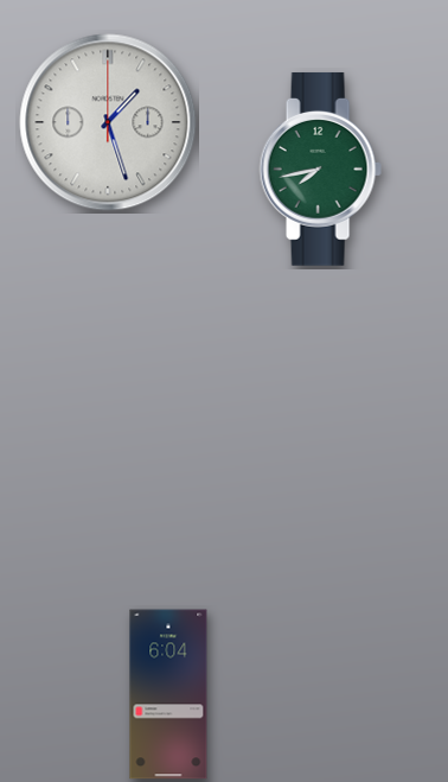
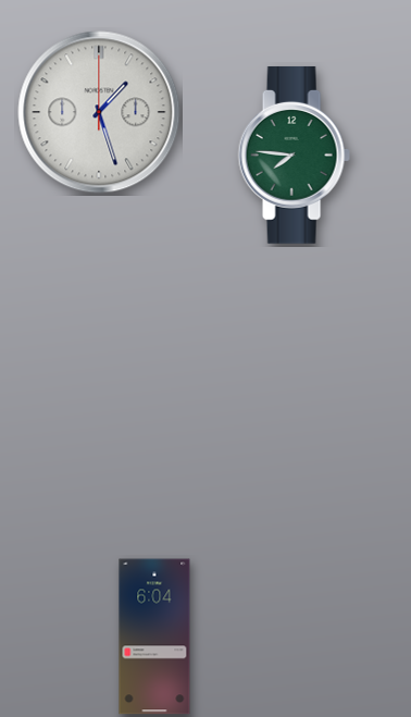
clock at (320, 169): 7:43 -> 7:46
